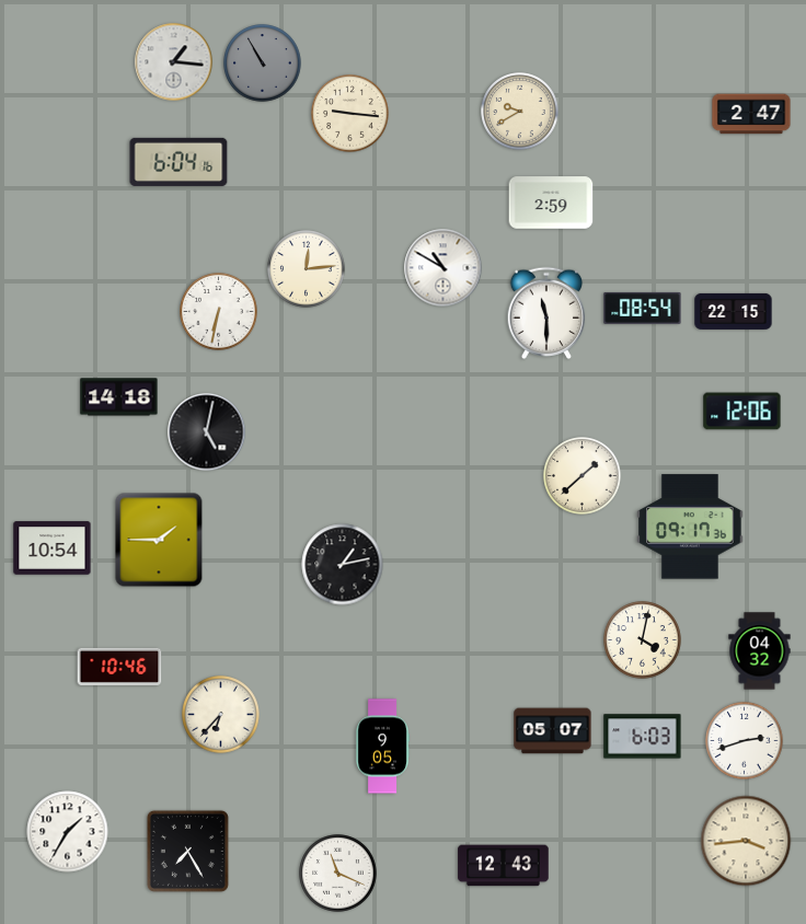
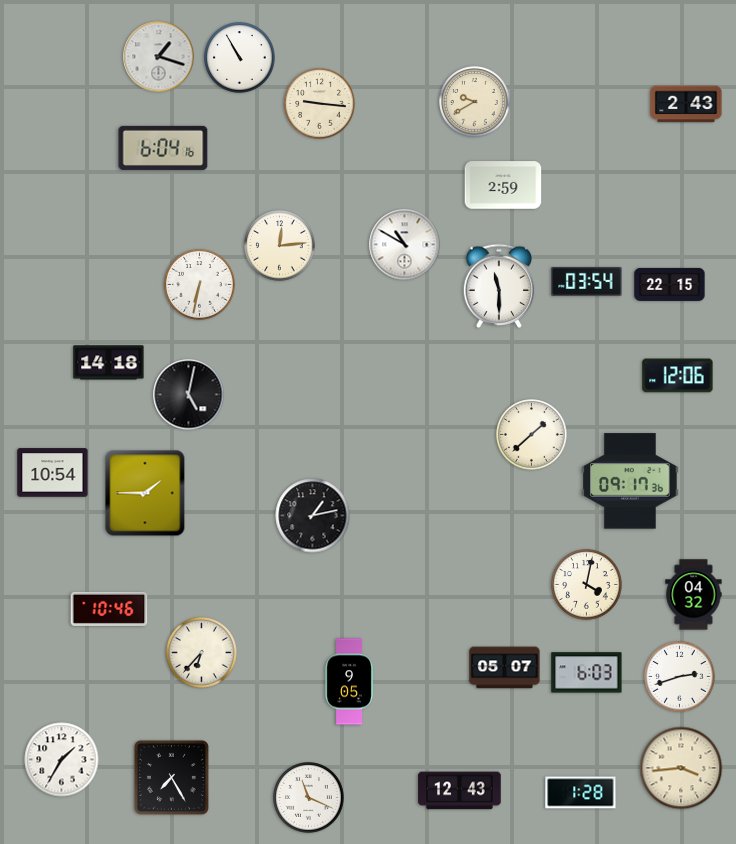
clock at (174, 62): 1:16 -> 1:18
clock at (263, 63) dial: grey -> white
clock at (751, 114): 2:47 -> 2:43
clock at (643, 308): 08:54 -> 03:54
clock at (53, 548) position: (53, 548) -> (53, 473)
clock at (581, 793): none -> 1:28
